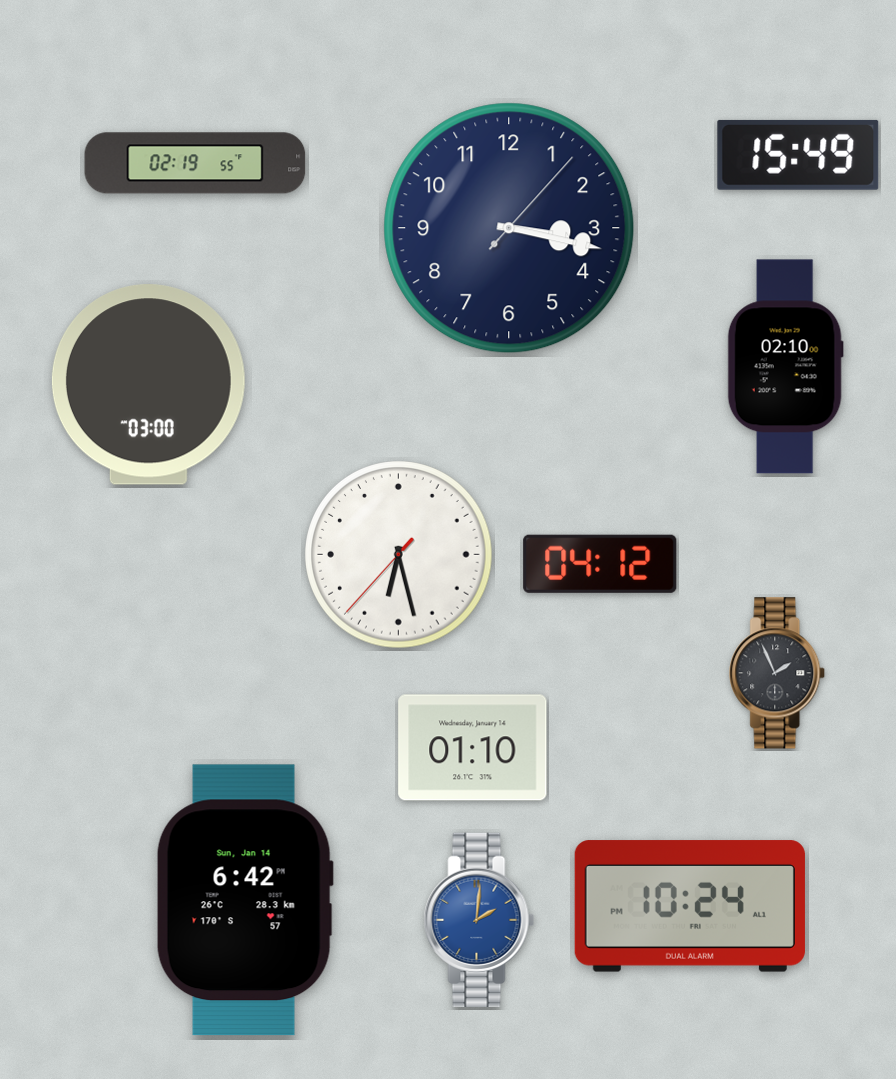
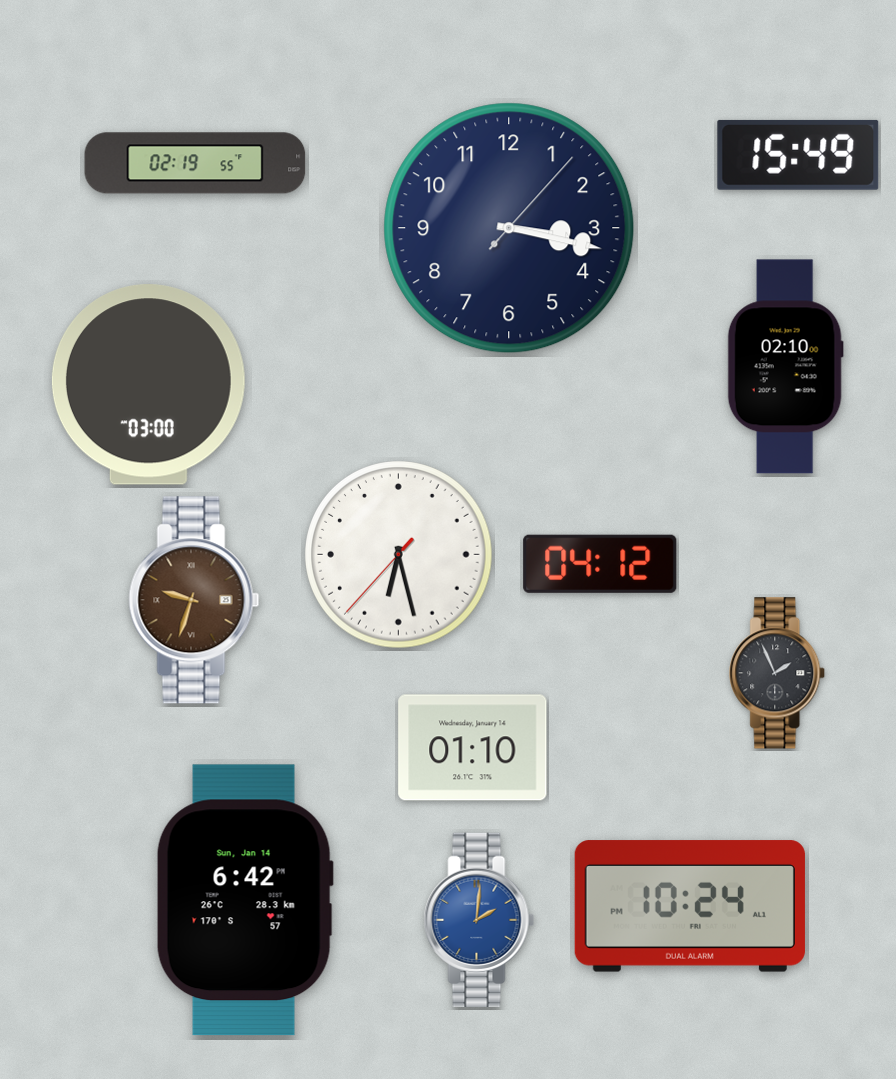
clock at (194, 600): none -> 9:33
